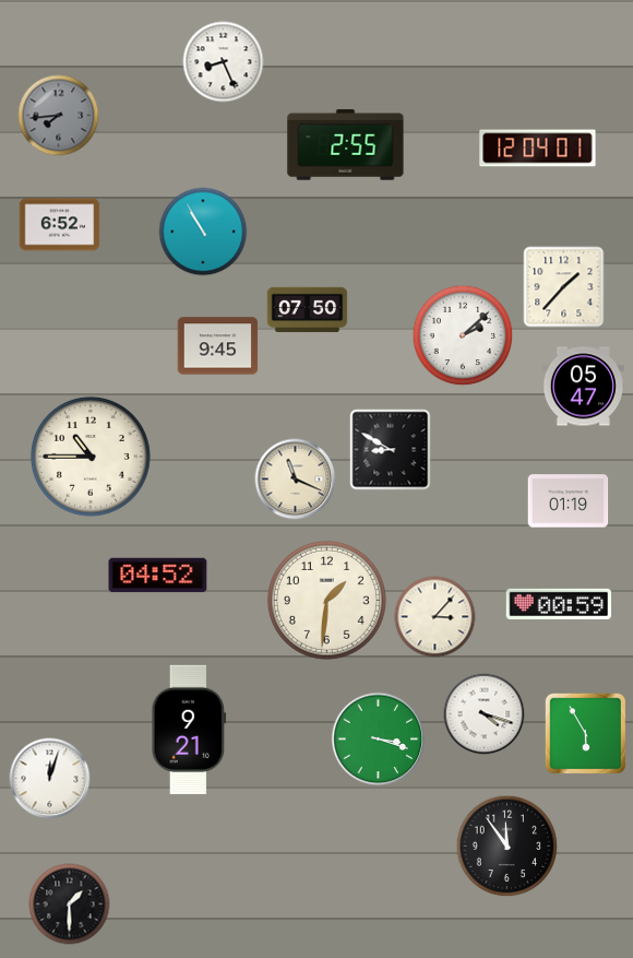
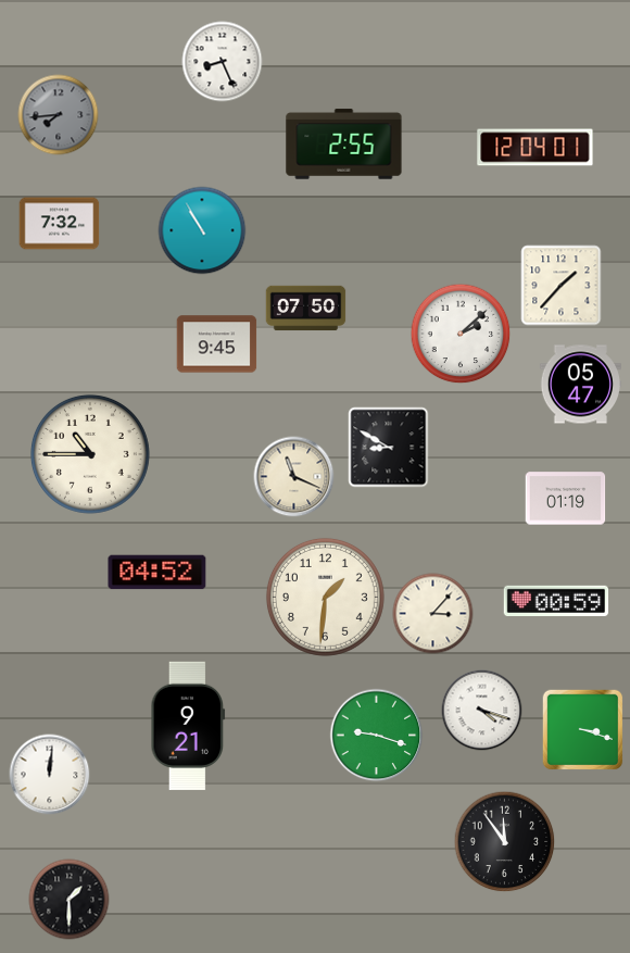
clock at (60, 225): 6:52 -> 7:32
clock at (586, 734): 5:55 -> 3:18
clock at (379, 740): 3:18 -> 9:18
clock at (50, 779): 12:03 -> 12:01
